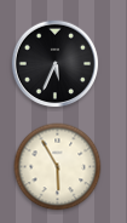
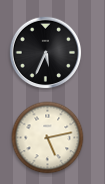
clock at (58, 167): 5:55 -> 5:13
